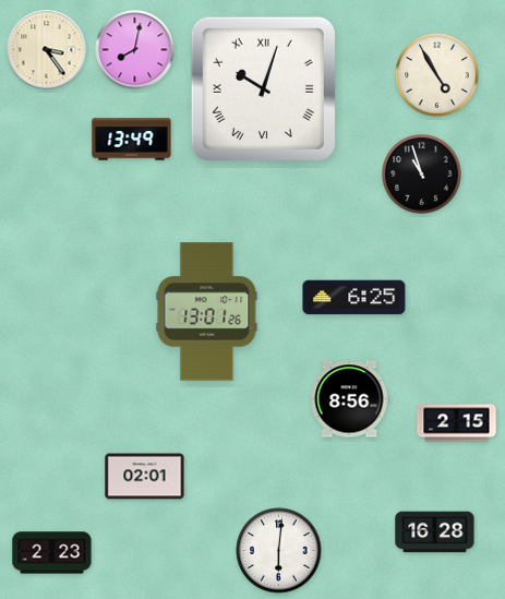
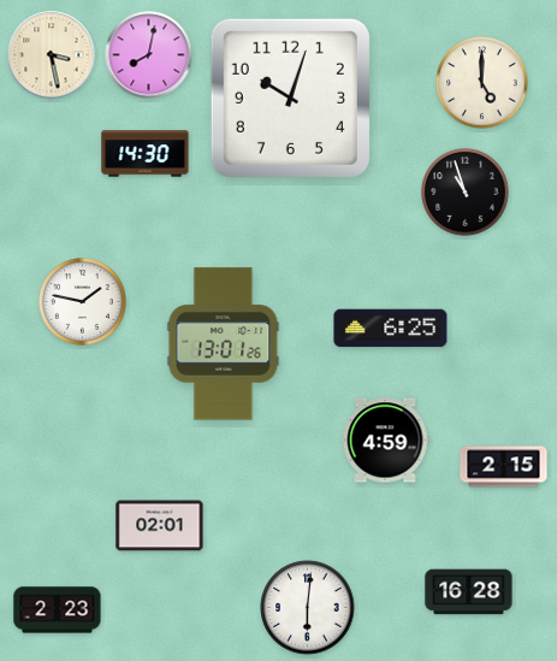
clock at (47, 50): 3:24 -> 3:28
clock at (437, 75): 4:55 -> 5:00
clock at (263, 88) numerals: Roman -> Arabic
clock at (132, 140): 13:49 -> 14:30
clock at (83, 302): none -> 1:47
clock at (207, 312) position: (207, 312) -> (224, 344)
clock at (349, 399): 8:56 -> 4:59
clock at (435, 532) position: (435, 532) -> (469, 592)
